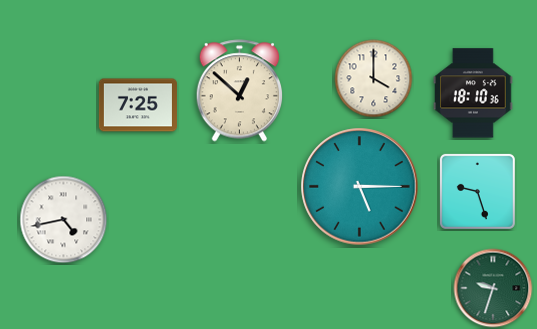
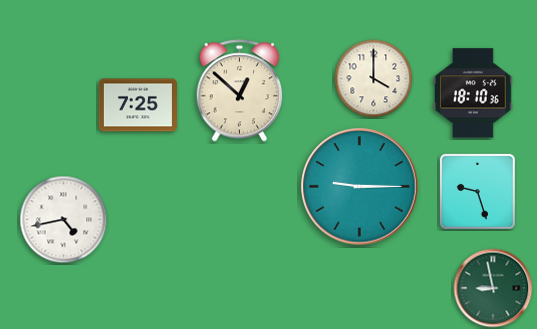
clock at (360, 187): 5:15 -> 9:15
clock at (493, 288): 9:33 -> 8:58
